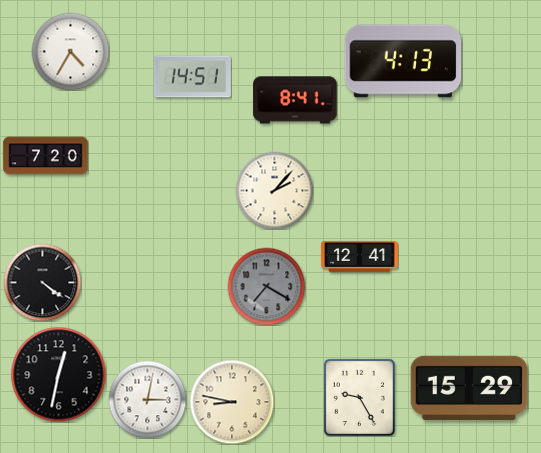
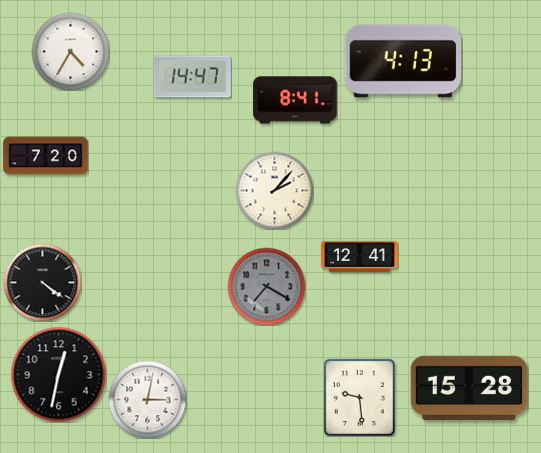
clock at (192, 77): 14:51 -> 14:47
clock at (469, 387): 15:29 -> 15:28
clock at (359, 397): 9:25 -> 9:29
clock at (232, 402): 8:47 -> none
